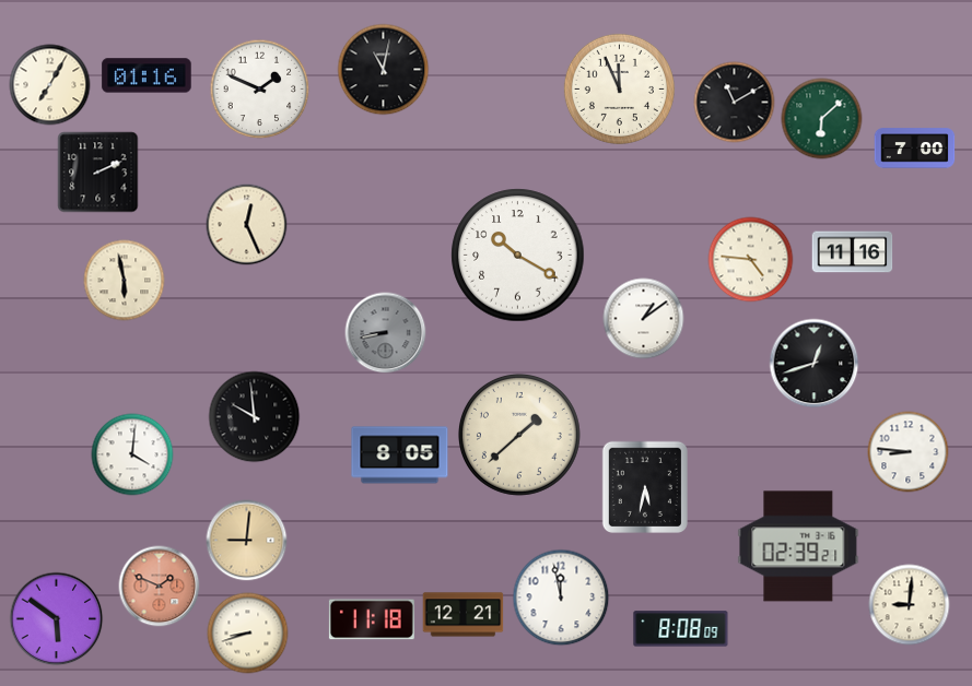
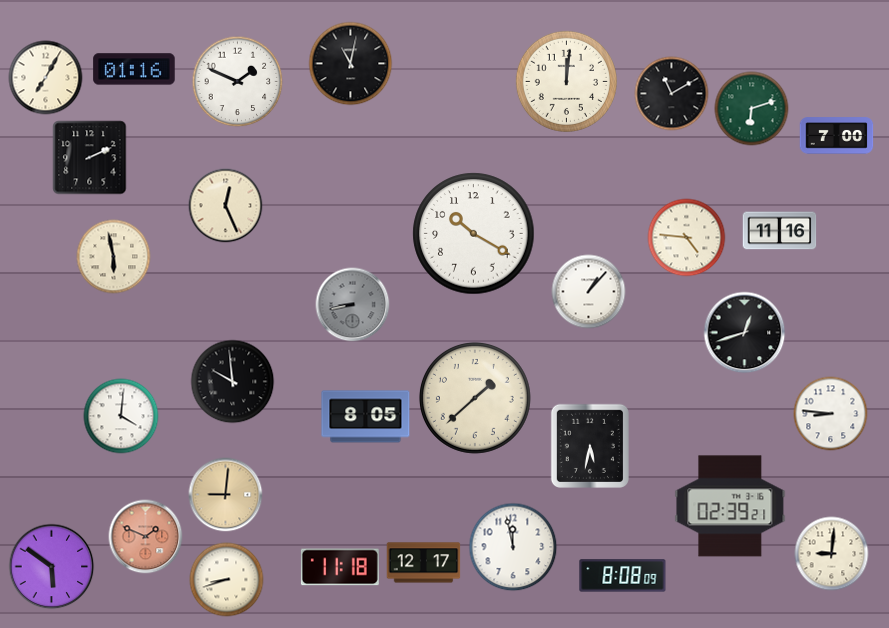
clock at (619, 88): 11:56 -> 12:01
clock at (822, 119): 6:08 -> 6:12
clock at (644, 319): 1:09 -> 1:07
clock at (798, 546) position: (798, 546) -> (730, 506)
clock at (464, 615): 12:21 -> 12:17
